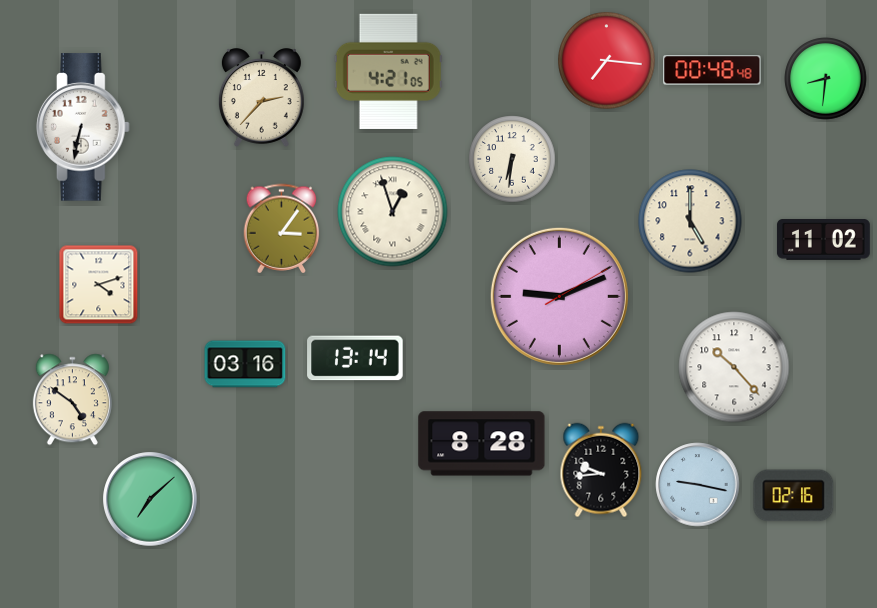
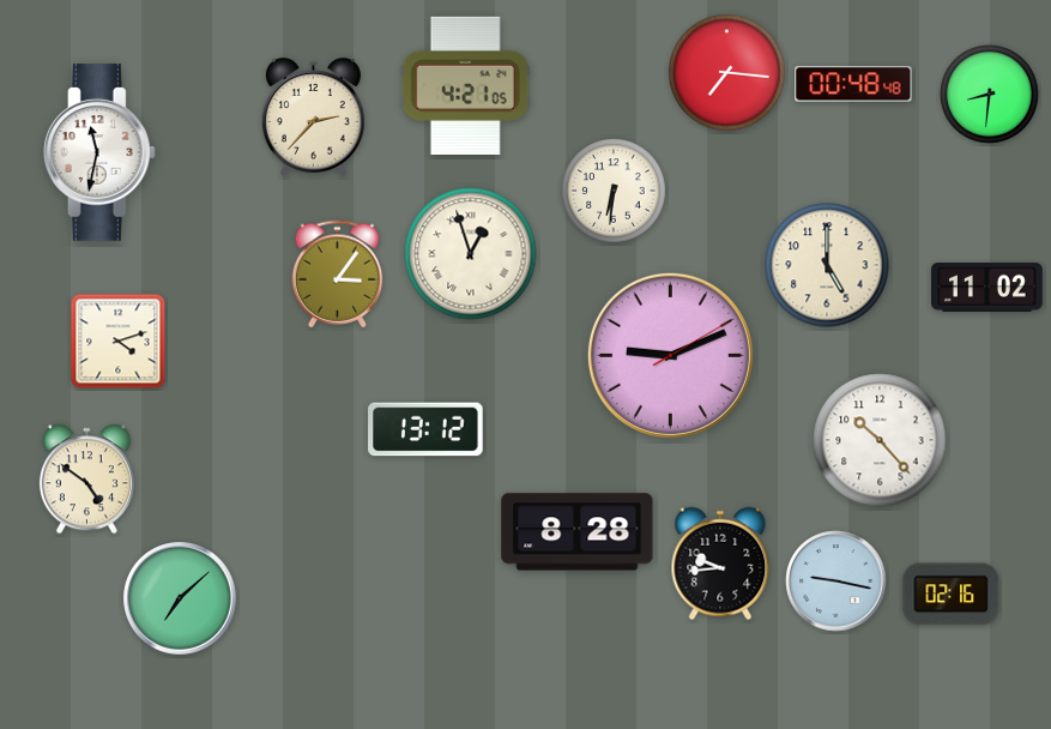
clock at (83, 127): 6:32 -> 11:32
clock at (355, 358): 13:14 -> 13:12
clock at (245, 364): 03:16 -> none
